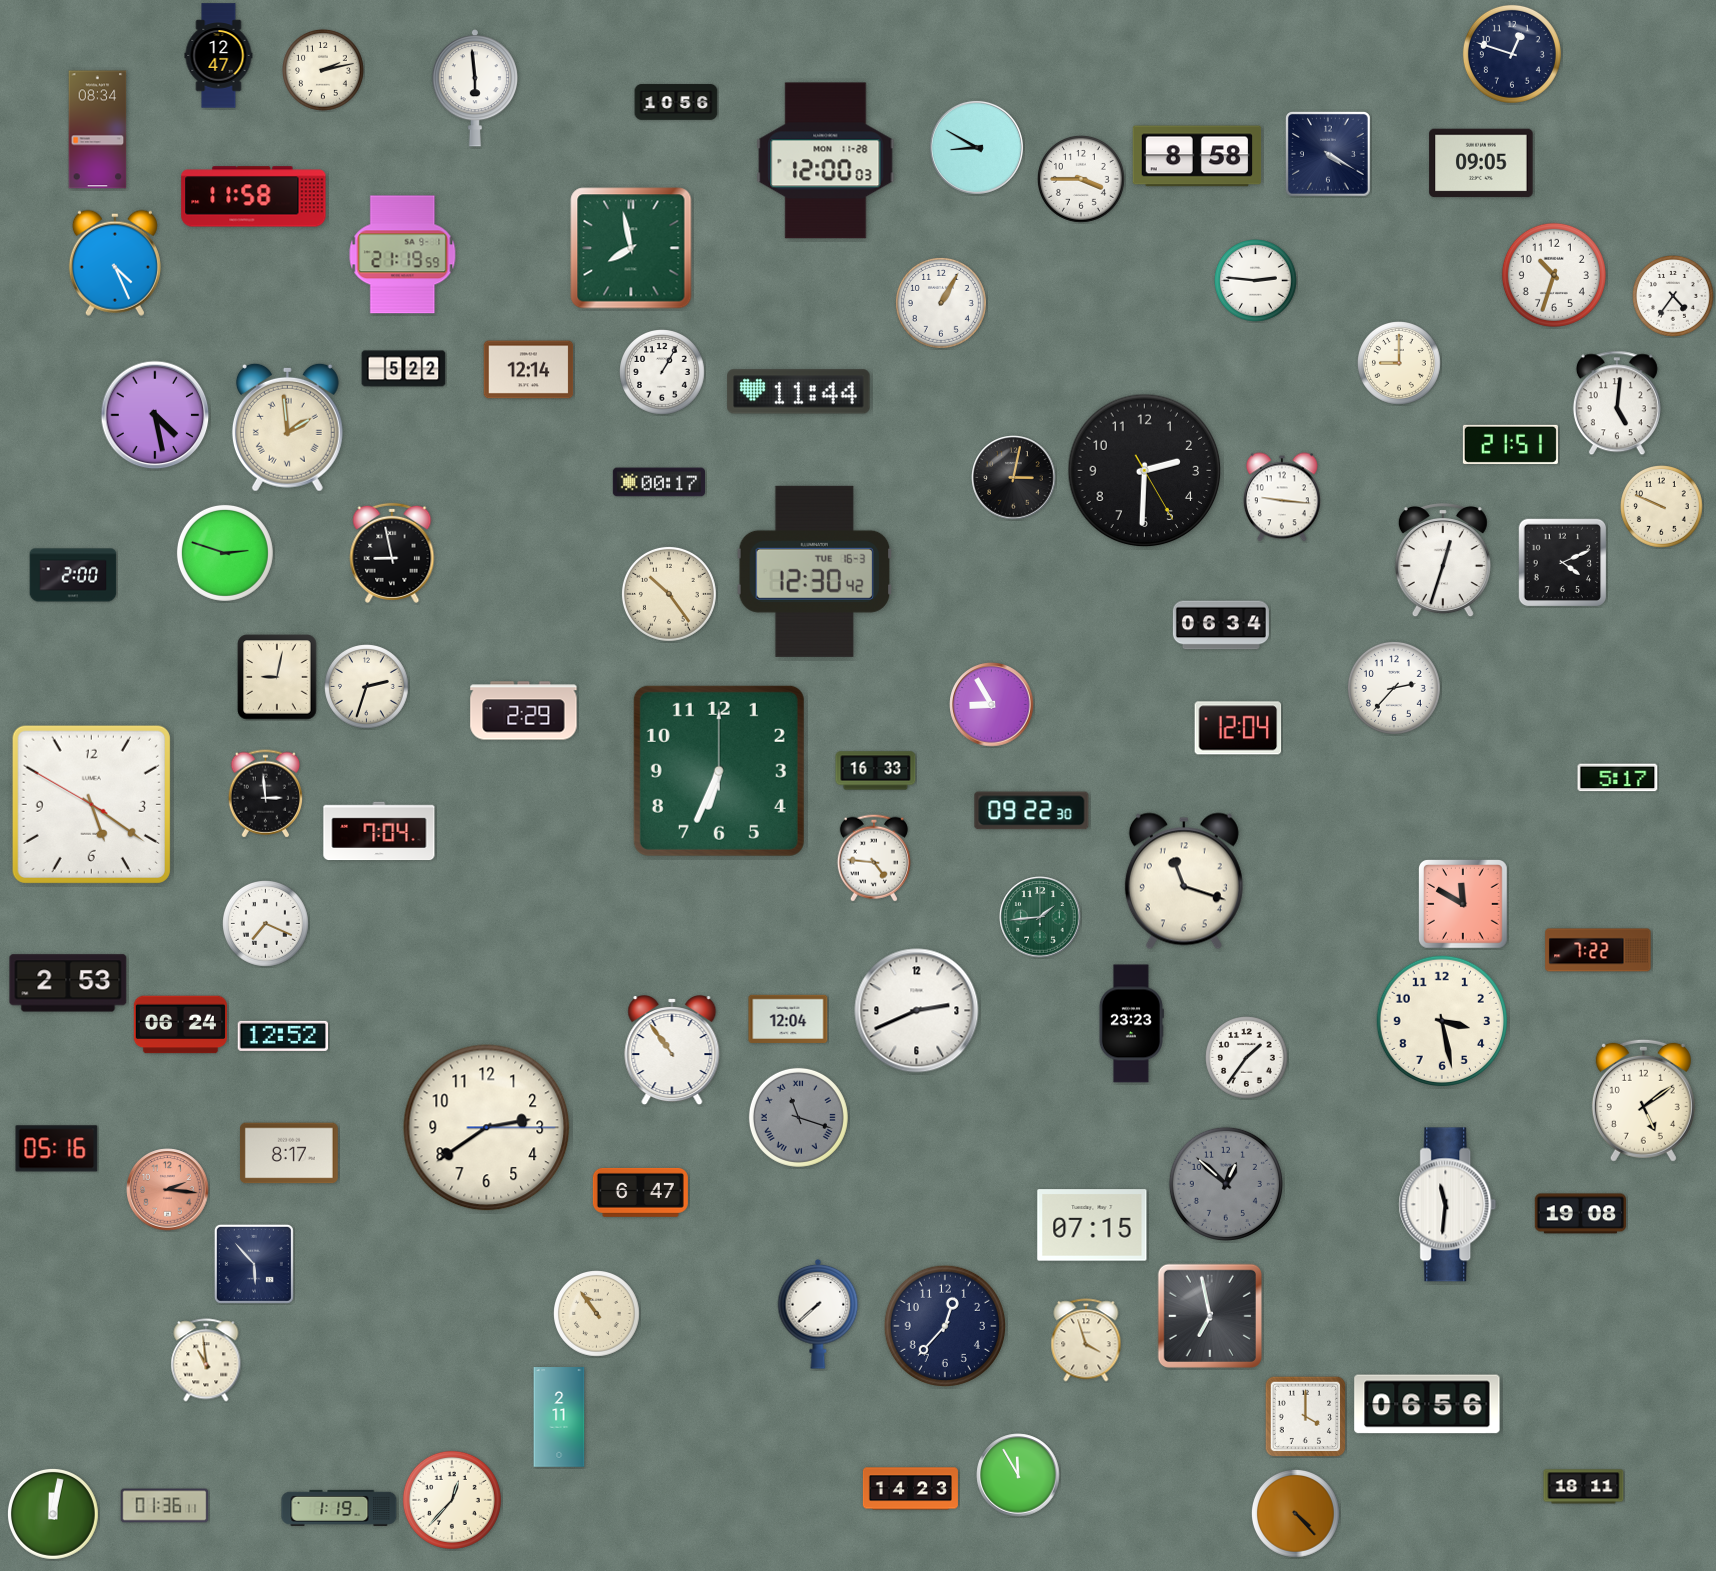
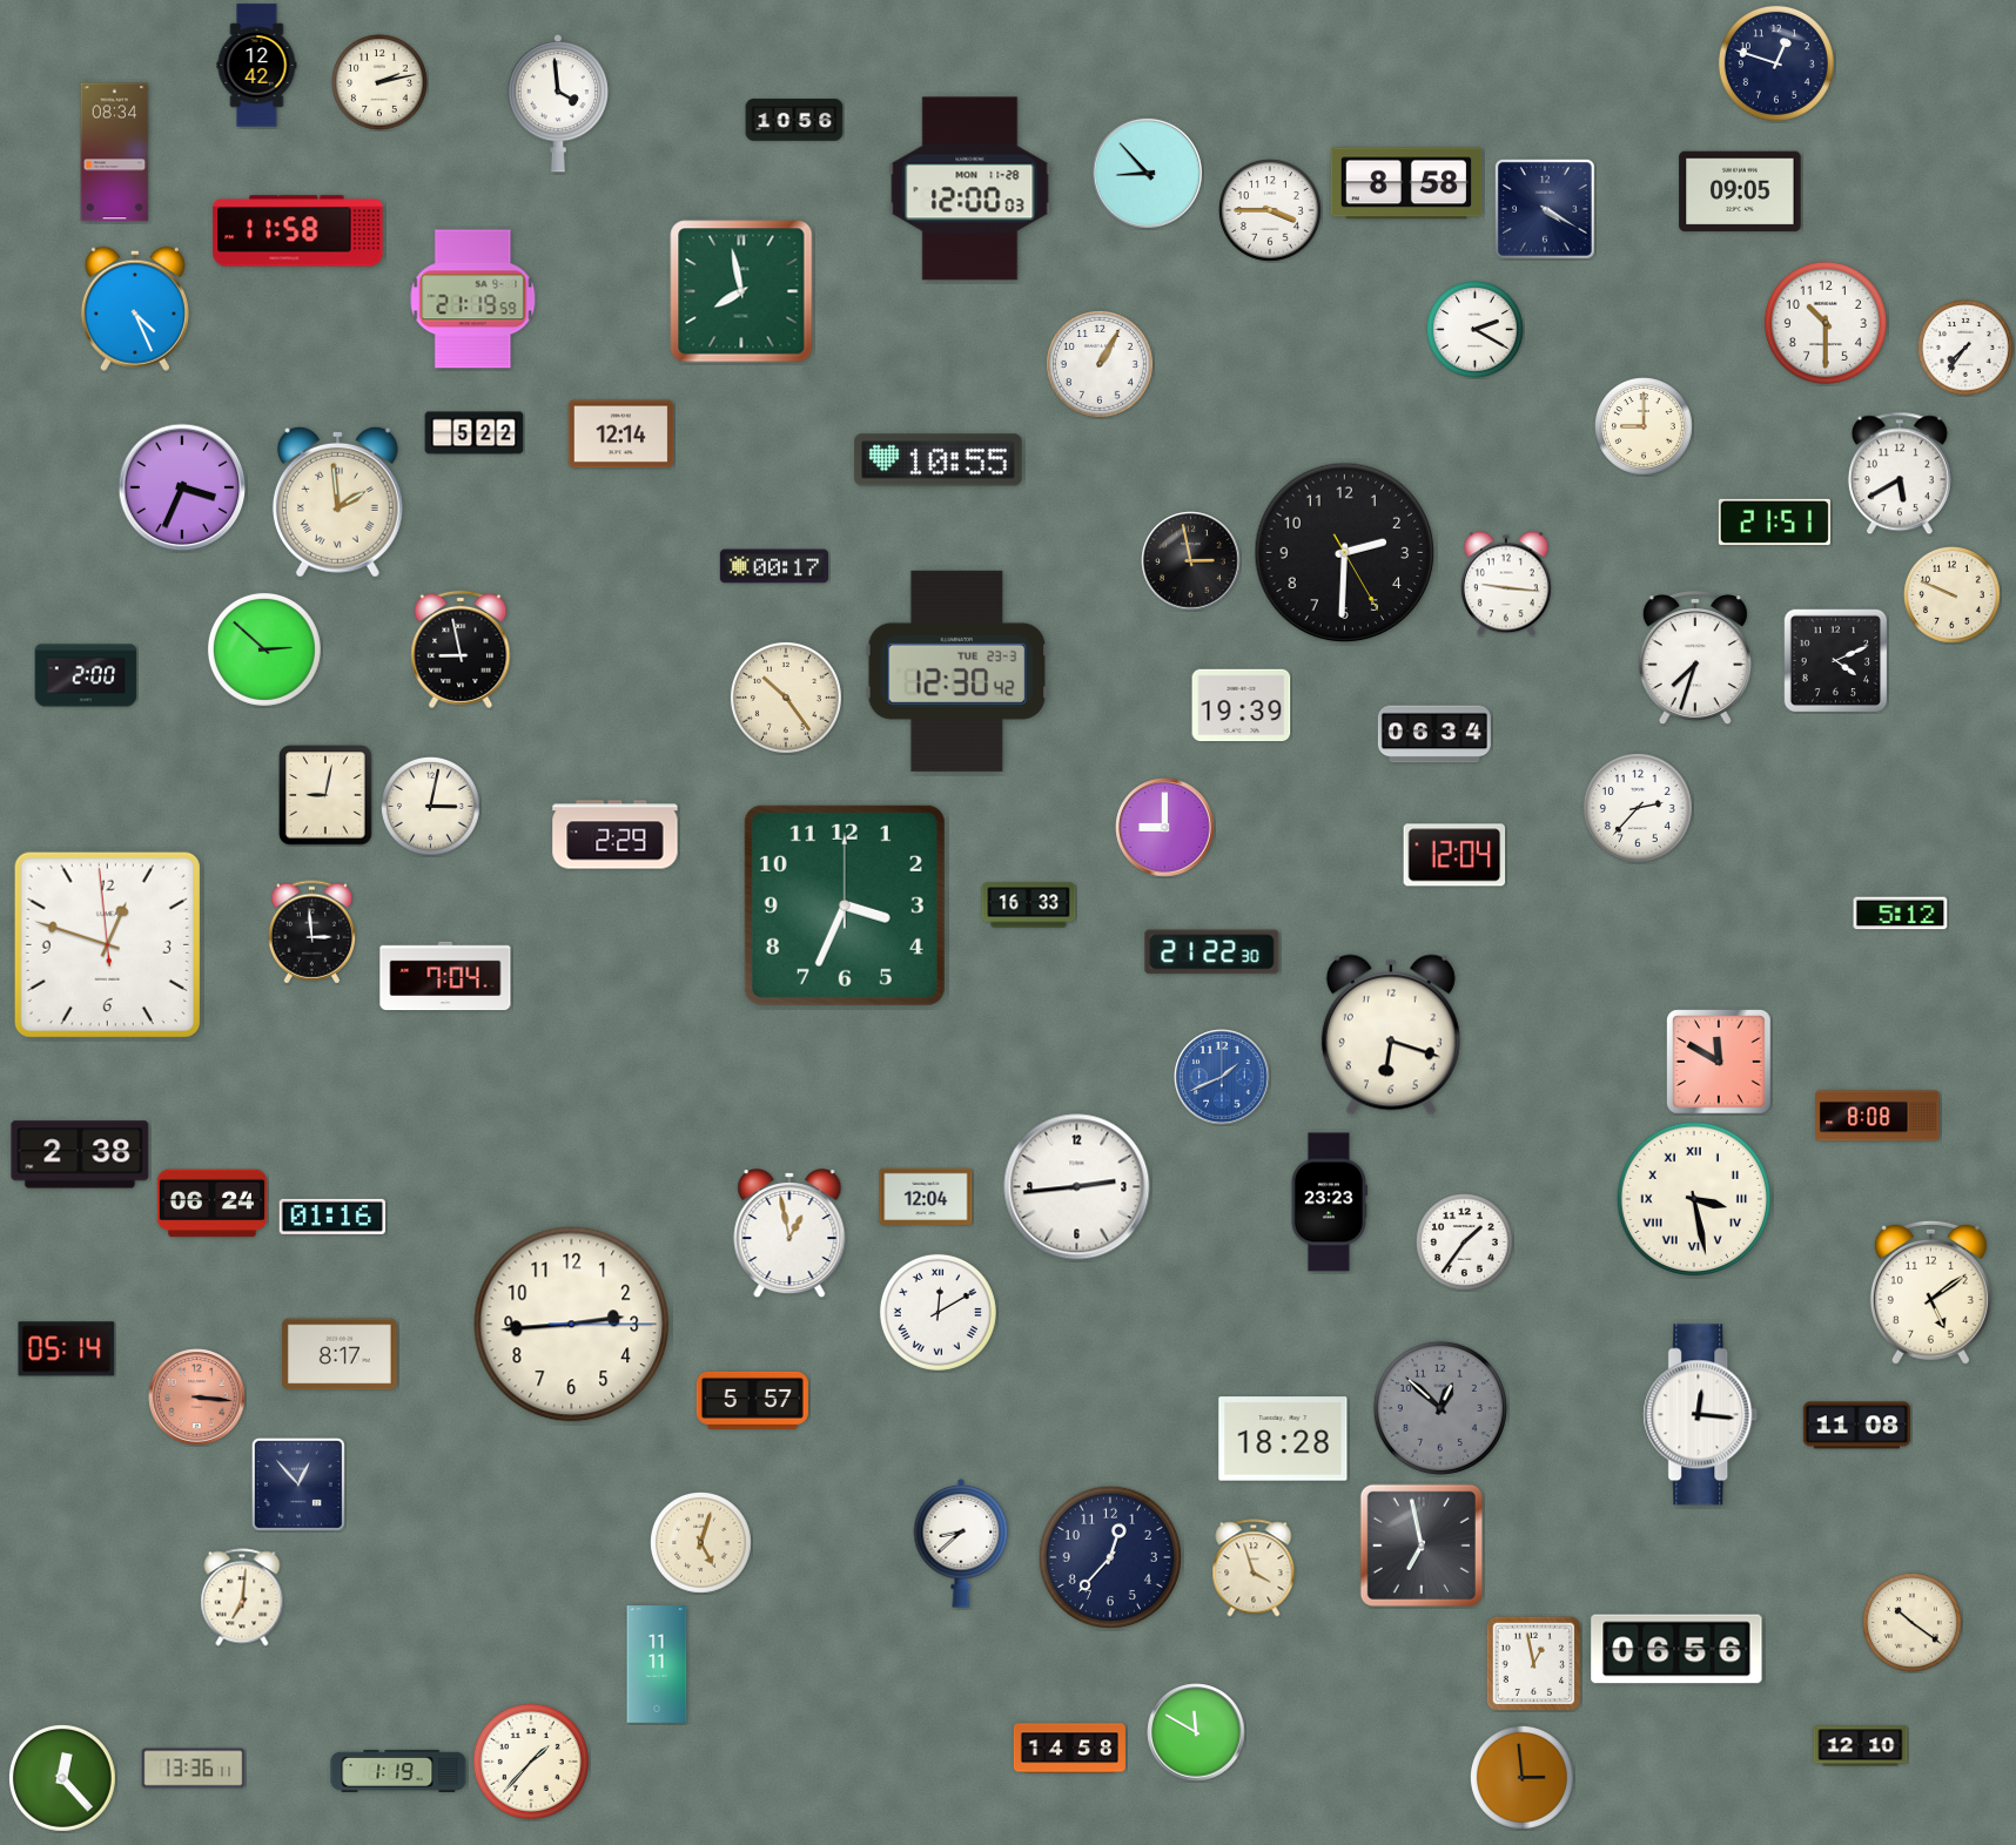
clock at (219, 56): 12:47 -> 12:42
clock at (475, 88): 5:59 -> 3:59
clock at (976, 147): 8:50 -> 8:53
clock at (1328, 154) position: (1328, 154) -> (1545, 209)
clock at (1554, 275): 10:33 -> 10:30
clock at (1256, 281): 2:46 -> 2:20
clock at (1673, 296): 4:36 -> 7:36
clock at (941, 303) position: (941, 303) -> (1100, 364)
clock at (663, 373): 1:05 -> none
clock at (799, 392): 11:44 -> 10:55
clock at (1617, 403): 5:01 -> 5:40
clock at (155, 415): 4:28 -> 3:34
clock at (1014, 478): 3:02 -> 2:58
clock at (225, 553): 2:48 -> 2:52
clock at (1443, 561): 12:33 -> 7:33
clock at (815, 571) date: TUE 16-3 -> TUE 23-3
clock at (1242, 706): none -> 19:39
clock at (367, 687): 2:33 -> 3:02
clock at (992, 705): 8:55 -> 9:00
clock at (719, 771): 6:34 -> 3:34
clock at (1618, 778): 5:17 -> 5:12
clock at (91, 804): 5:20 -> 12:47
clock at (1032, 811): 09:22 -> 21:22
clock at (874, 858): 4:46 -> none
clock at (1184, 881): 11:18 -> 6:18
clock at (1040, 917): 1:44 -> 1:41
clock at (1040, 917) dial: green -> blue
clock at (266, 924): 7:19 -> none
clock at (1598, 950): 7:22 -> 8:08
clock at (68, 983): 2:53 -> 2:38
clock at (917, 1011): 2:41 -> 2:44
clock at (1441, 1020) numerals: Arabic -> Roman
clock at (282, 1036): 12:52 -> 01:16
clock at (672, 1051): 10:54 -> 12:58
clock at (798, 1117): 11:18 -> 12:10
clock at (798, 1117) dial: grey -> white
clock at (487, 1128): 2:39 -> 2:44
clock at (57, 1149): 05:16 -> 05:14
clock at (1226, 1184) position: (1226, 1184) -> (1440, 1408)
clock at (168, 1190): 2:16 -> 3:16
clock at (640, 1192): 6:47 -> 5:57
clock at (1448, 1205): 11:31 -> 12:16
clock at (1580, 1214): 19:08 -> 11:08
clock at (1092, 1225): 07:15 -> 18:28
clock at (254, 1264): 5:53 -> 12:53
clock at (597, 1314): 10:54 -> 5:03
clock at (818, 1314): 7:38 -> 8:38
clock at (1086, 1340) position: (1086, 1340) -> (1254, 1568)
clock at (206, 1360): 10:59 -> 7:01
clock at (1913, 1623): none -> 10:21
clock at (1305, 1416): 4:00 -> 12:58
clock at (559, 1417): 2:11 -> 11:11
clock at (1018, 1475): 11:55 -> 11:50
clock at (1584, 1487): 18:11 -> 12:10
clock at (910, 1489): 14:23 -> 14:58
clock at (452, 1500): 12:37 -> 1:37
clock at (165, 1506): 01:36 -> 13:36
clock at (1295, 1513): 4:23 -> 2:59
clock at (53, 1514): 12:02 -> 12:23
